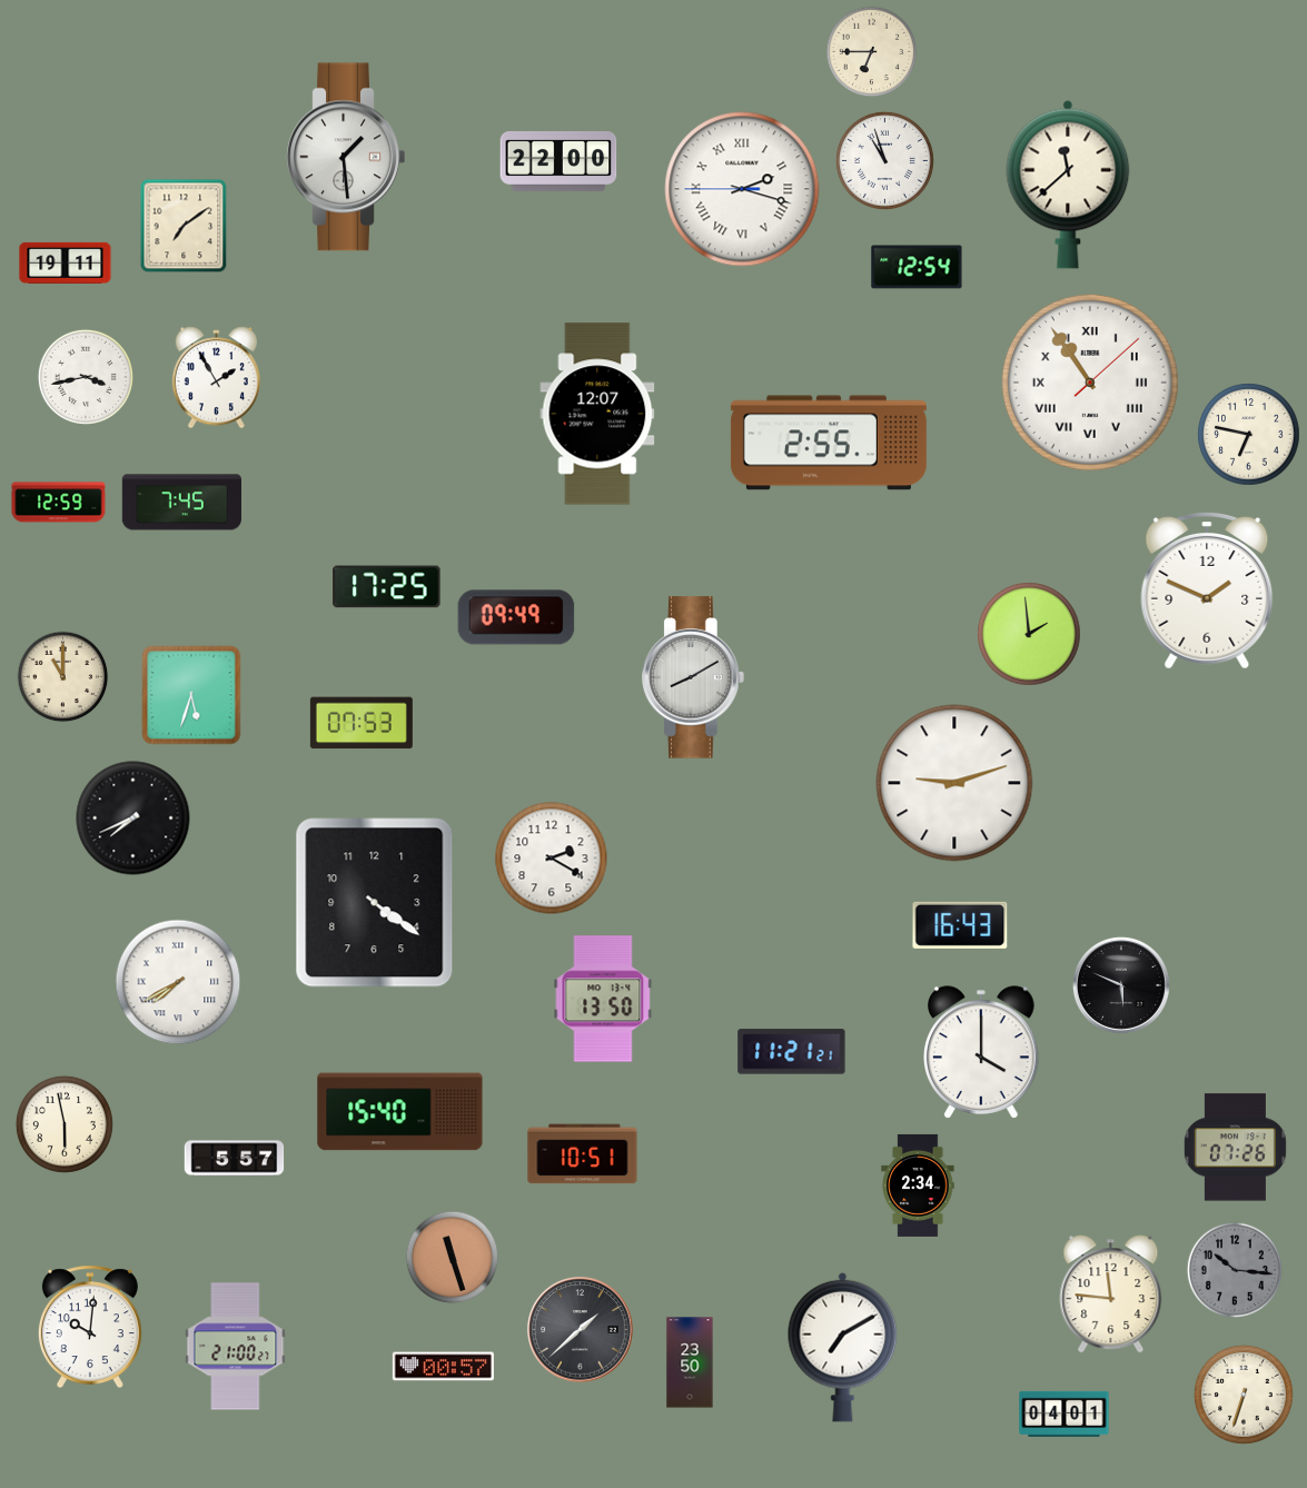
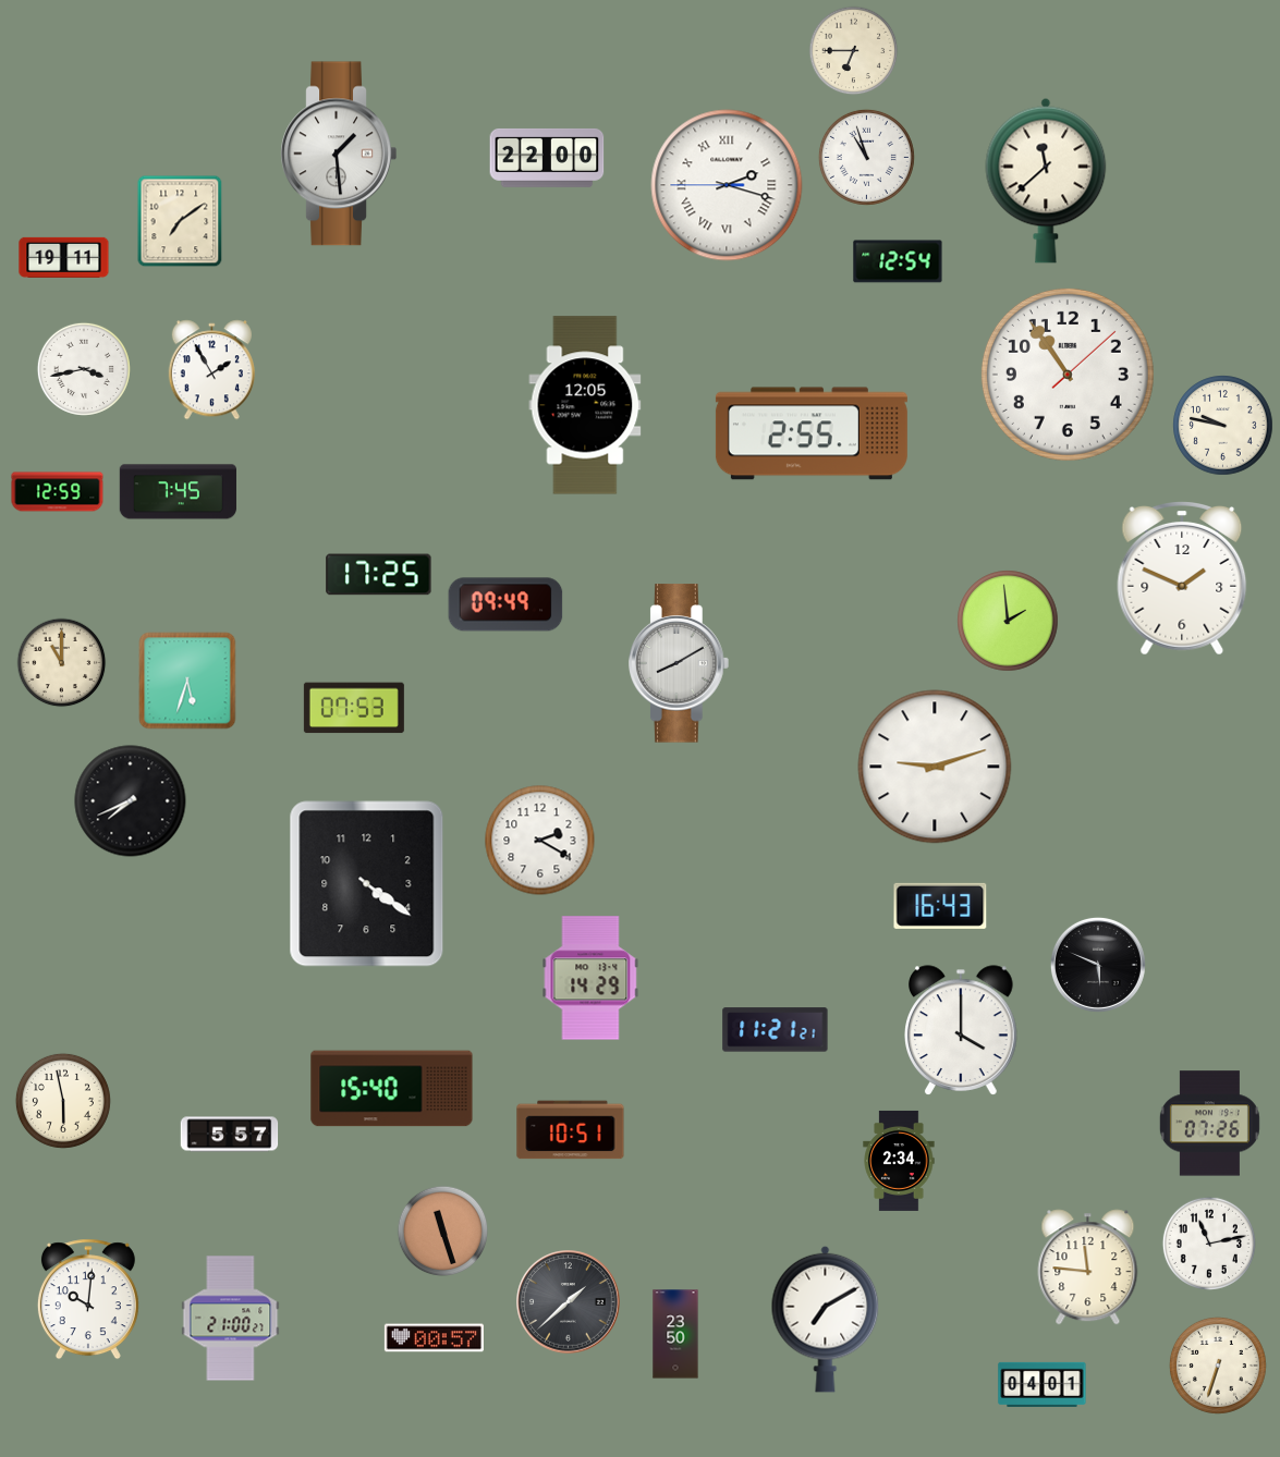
clock at (1090, 383) numerals: Roman -> Arabic
clock at (597, 414): 12:07 -> 12:05
clock at (1249, 435): 6:47 -> 9:47
clock at (178, 982): 7:40 -> none
clock at (603, 999): 13:50 -> 14:29
clock at (1235, 1270): 10:16 -> 11:13
clock at (1235, 1270) dial: grey -> white
